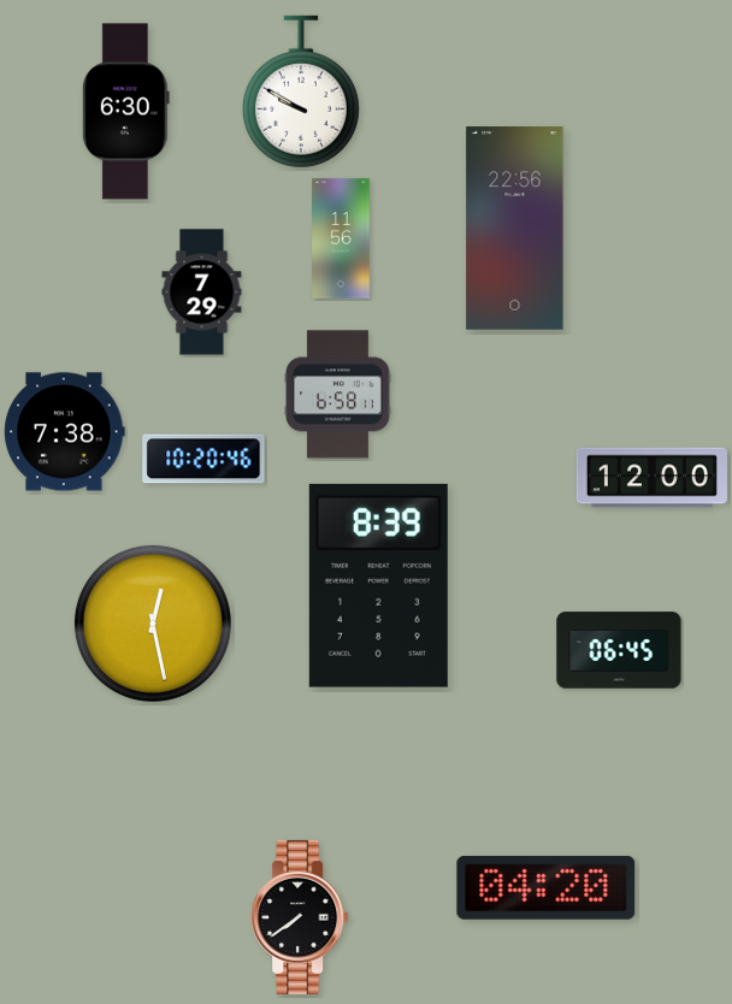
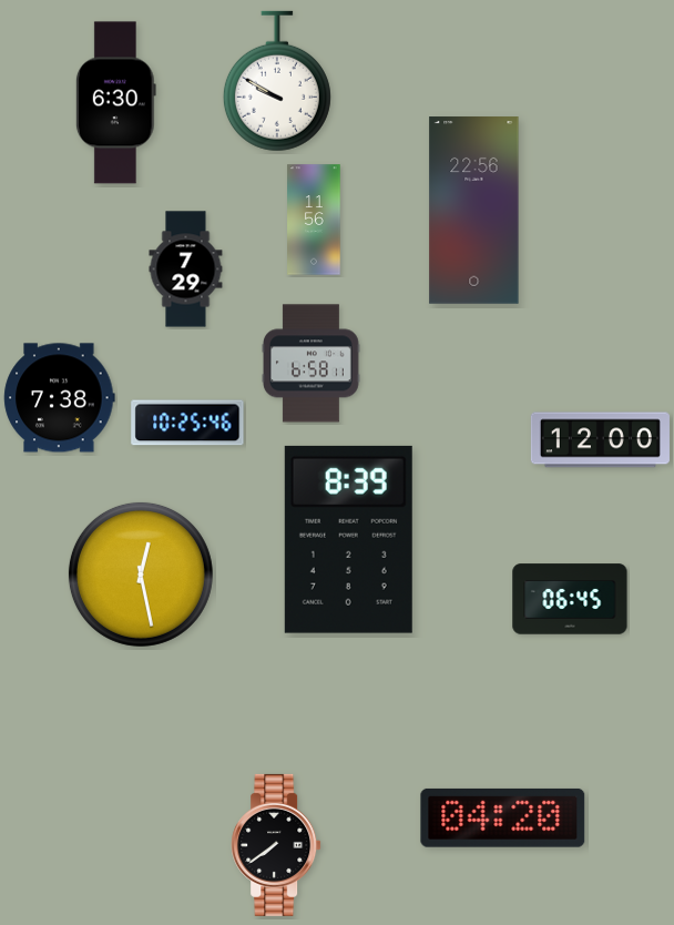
clock at (301, 91) position: (301, 91) -> (277, 81)
clock at (203, 459): 10:20 -> 10:25
